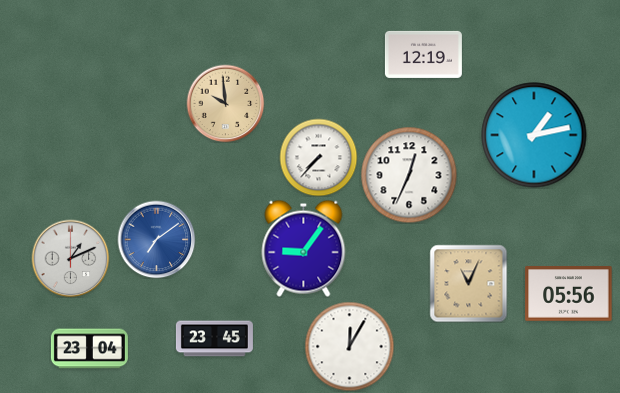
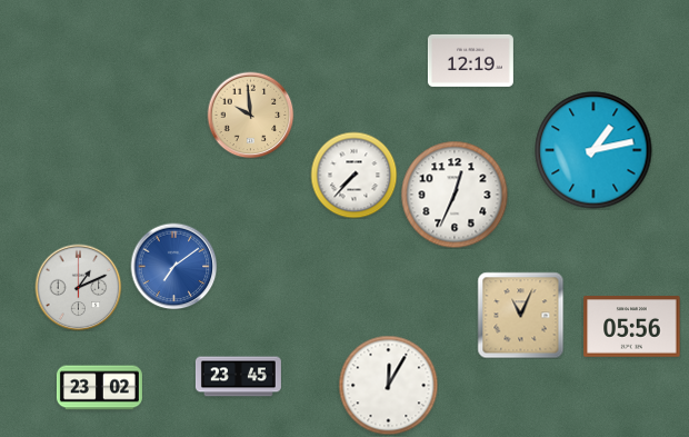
clock at (304, 248): 9:06 -> none
clock at (89, 349): 23:04 -> 23:02
